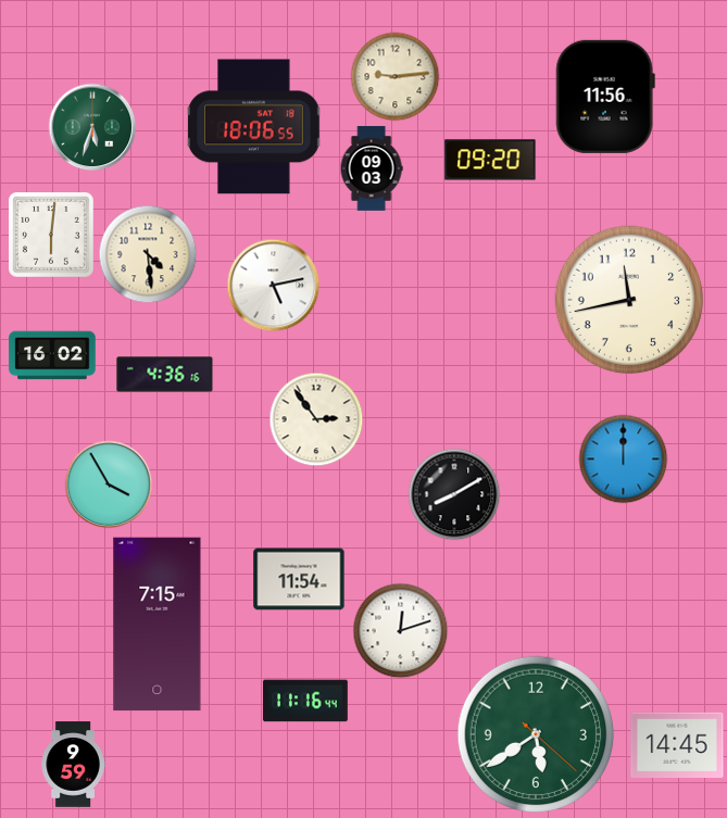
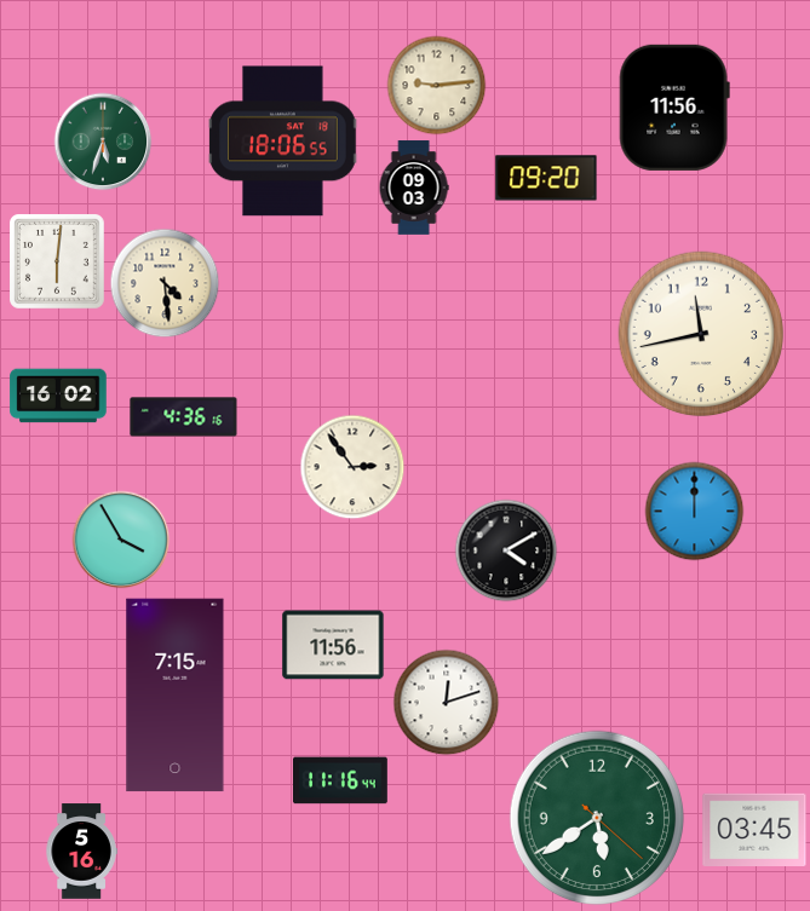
clock at (396, 77) position: (396, 77) -> (437, 86)
clock at (274, 286): 5:13 -> none
clock at (454, 494): 8:10 -> 4:10
clock at (299, 579): 11:54 -> 11:56
clock at (677, 745): 14:45 -> 03:45
clock at (73, 765): 9:59 -> 5:16
